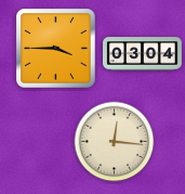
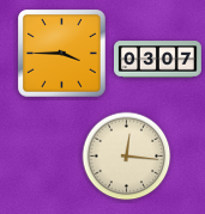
clock at (143, 54): 03:04 -> 03:07
